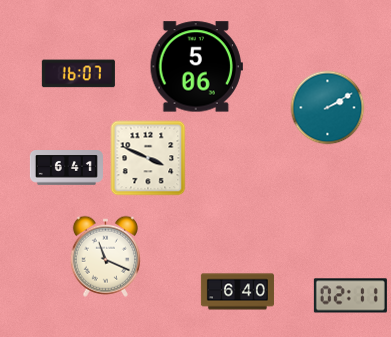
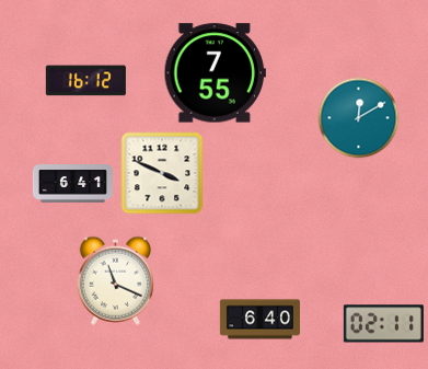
clock at (196, 67): 5:06 -> 7:55
clock at (78, 74): 16:07 -> 16:12
clock at (328, 108): 2:10 -> 12:10
